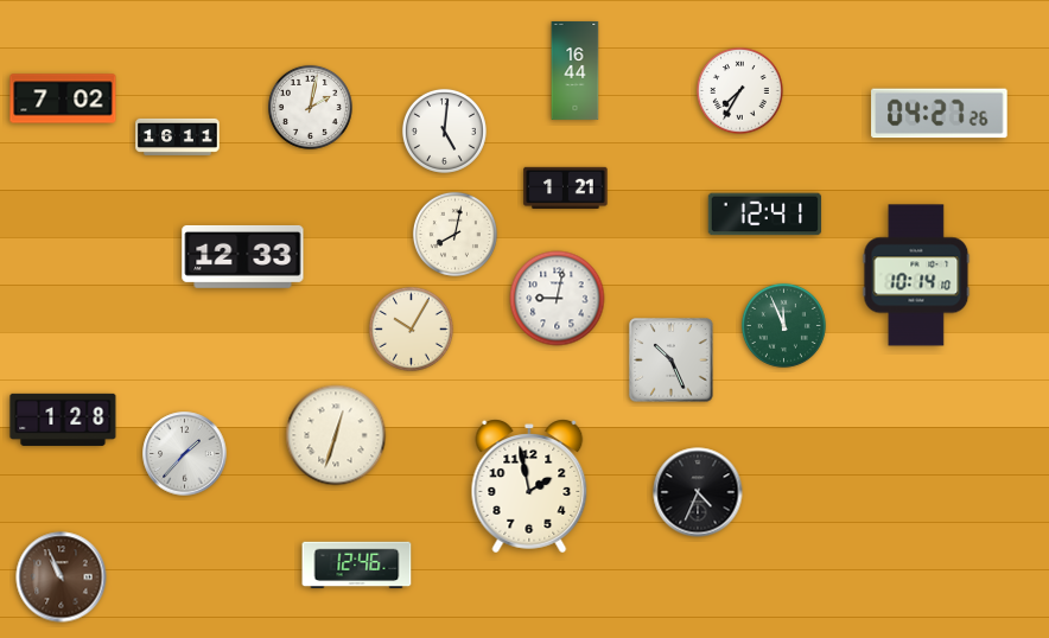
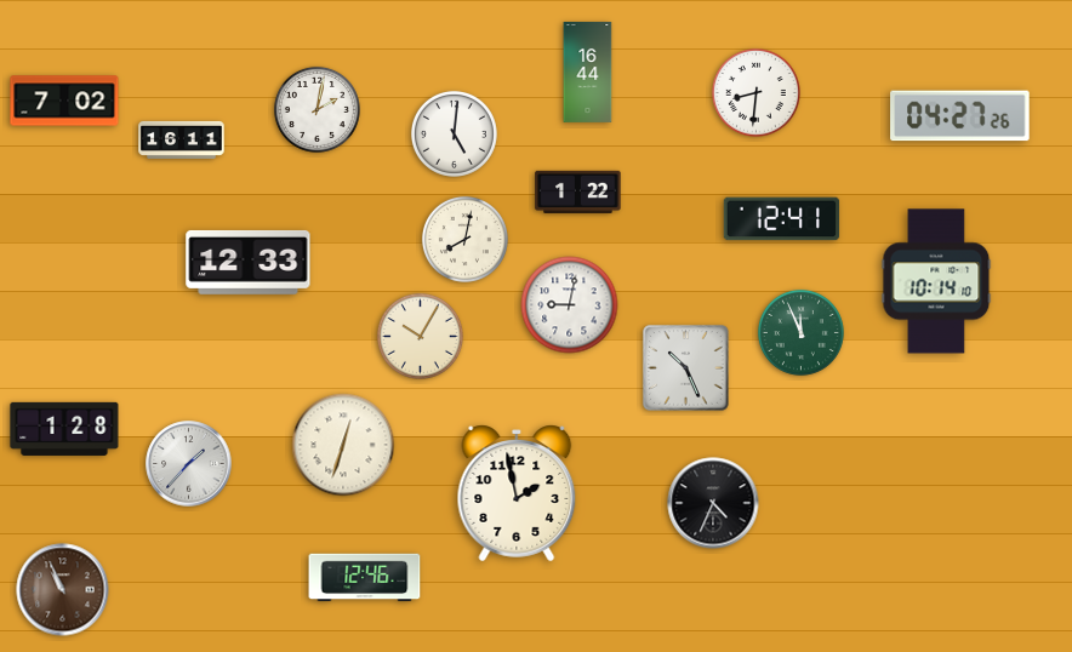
clock at (740, 91): 7:35 -> 8:31
clock at (566, 187): 1:21 -> 1:22
clock at (529, 486) position: (529, 486) -> (517, 493)
